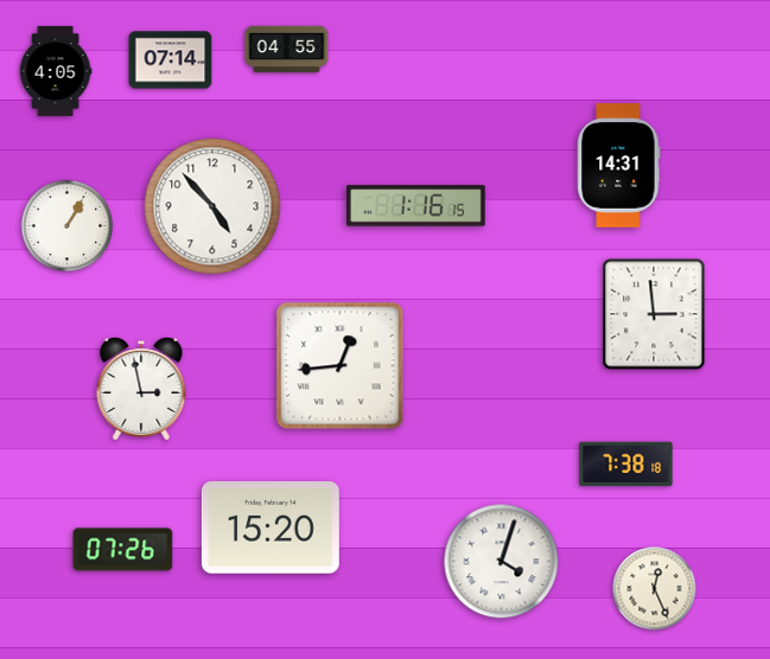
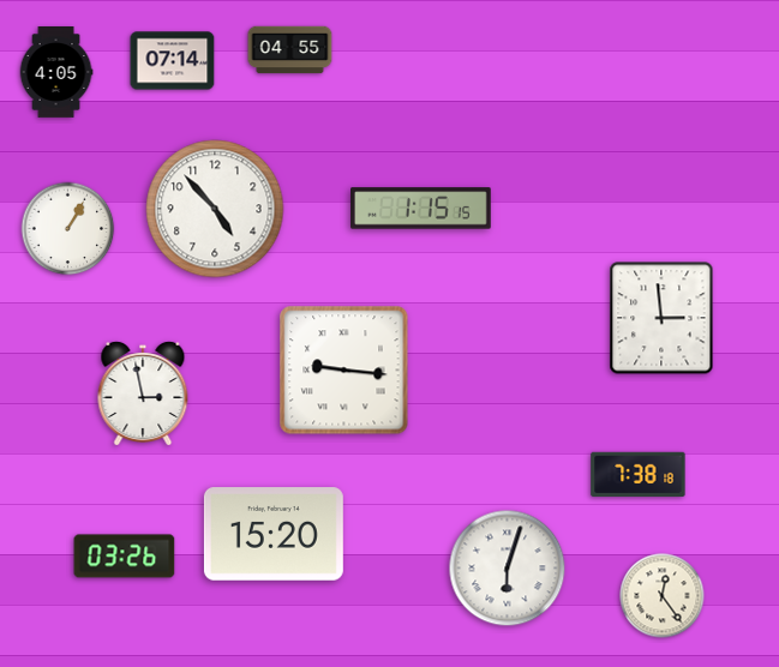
clock at (619, 166): 14:31 -> none
clock at (416, 206): 1:16 -> 1:15
clock at (341, 366): 12:44 -> 9:16
clock at (626, 465) position: (626, 465) -> (639, 475)
clock at (123, 550): 07:26 -> 03:26
clock at (502, 562): 4:03 -> 6:03
clock at (655, 589): 12:26 -> 12:24
